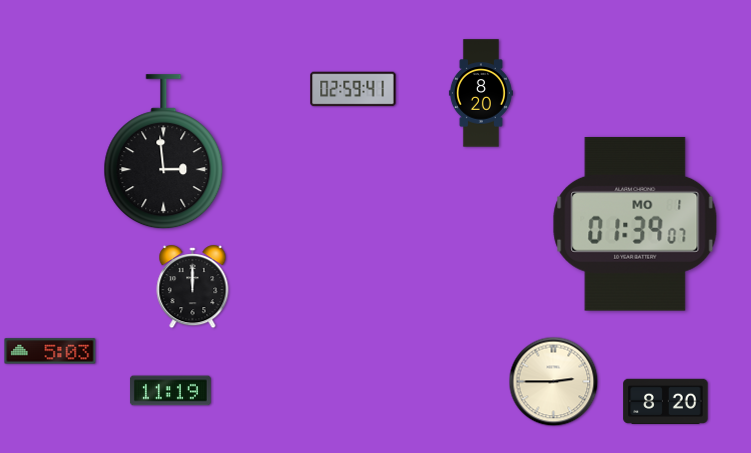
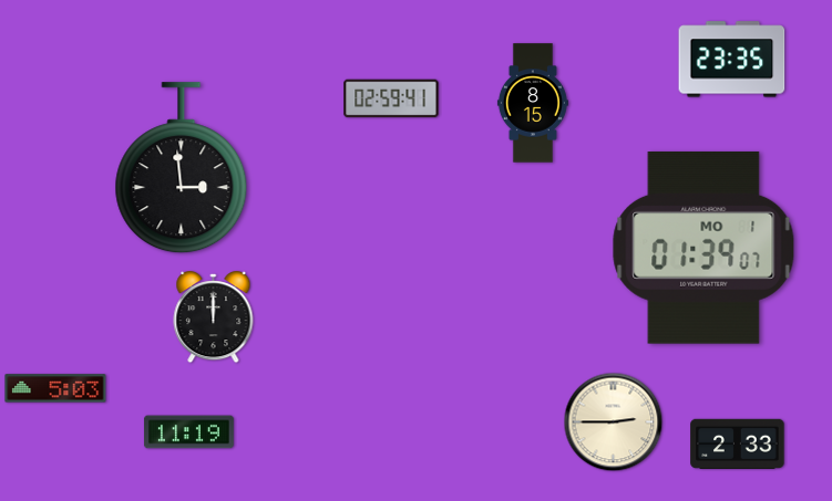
clock at (732, 60): none -> 23:35
clock at (481, 93): 8:20 -> 8:15
clock at (666, 401): 8:20 -> 2:33
